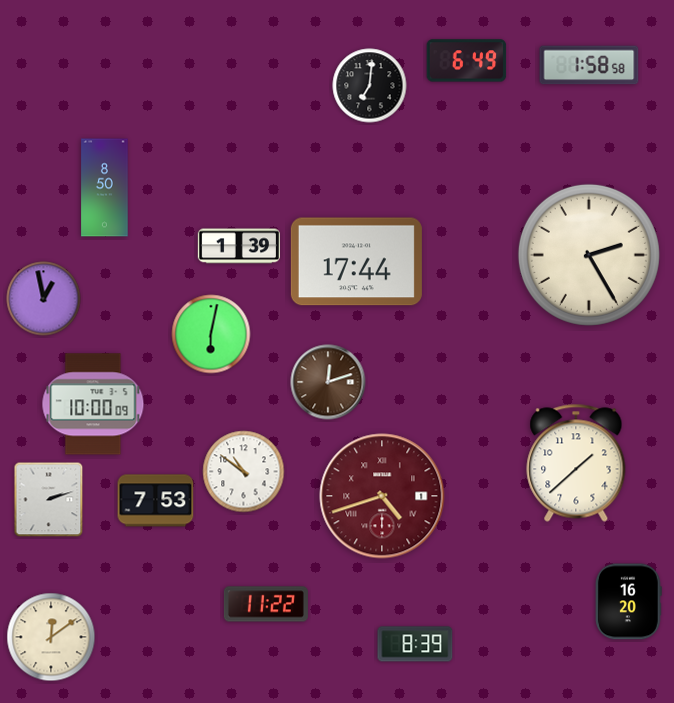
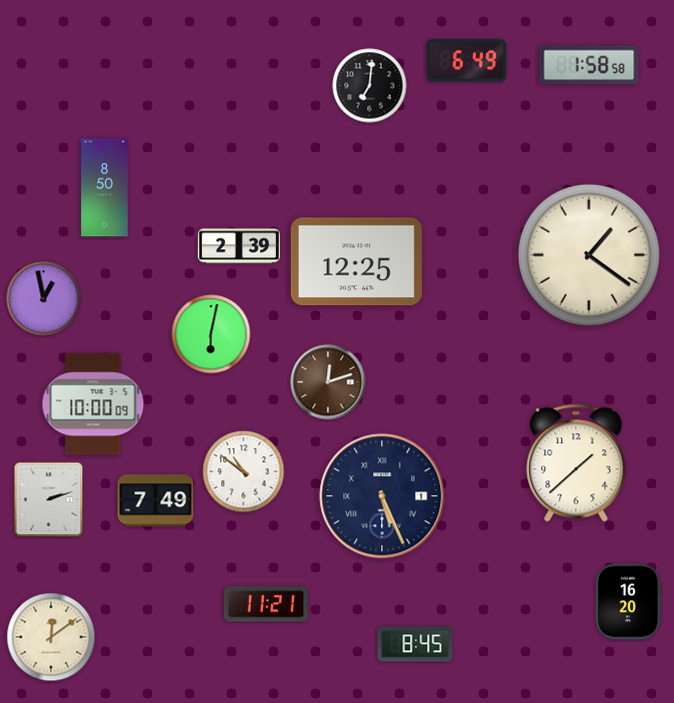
clock at (238, 246): 1:39 -> 2:39
clock at (589, 255): 2:25 -> 1:21
clock at (356, 262): 17:44 -> 12:25
clock at (382, 496): 4:42 -> 5:26
clock at (382, 496) dial: burgundy -> navy
clock at (156, 501): 7:53 -> 7:49
clock at (266, 604): 11:22 -> 11:21
clock at (415, 644): 8:39 -> 8:45
